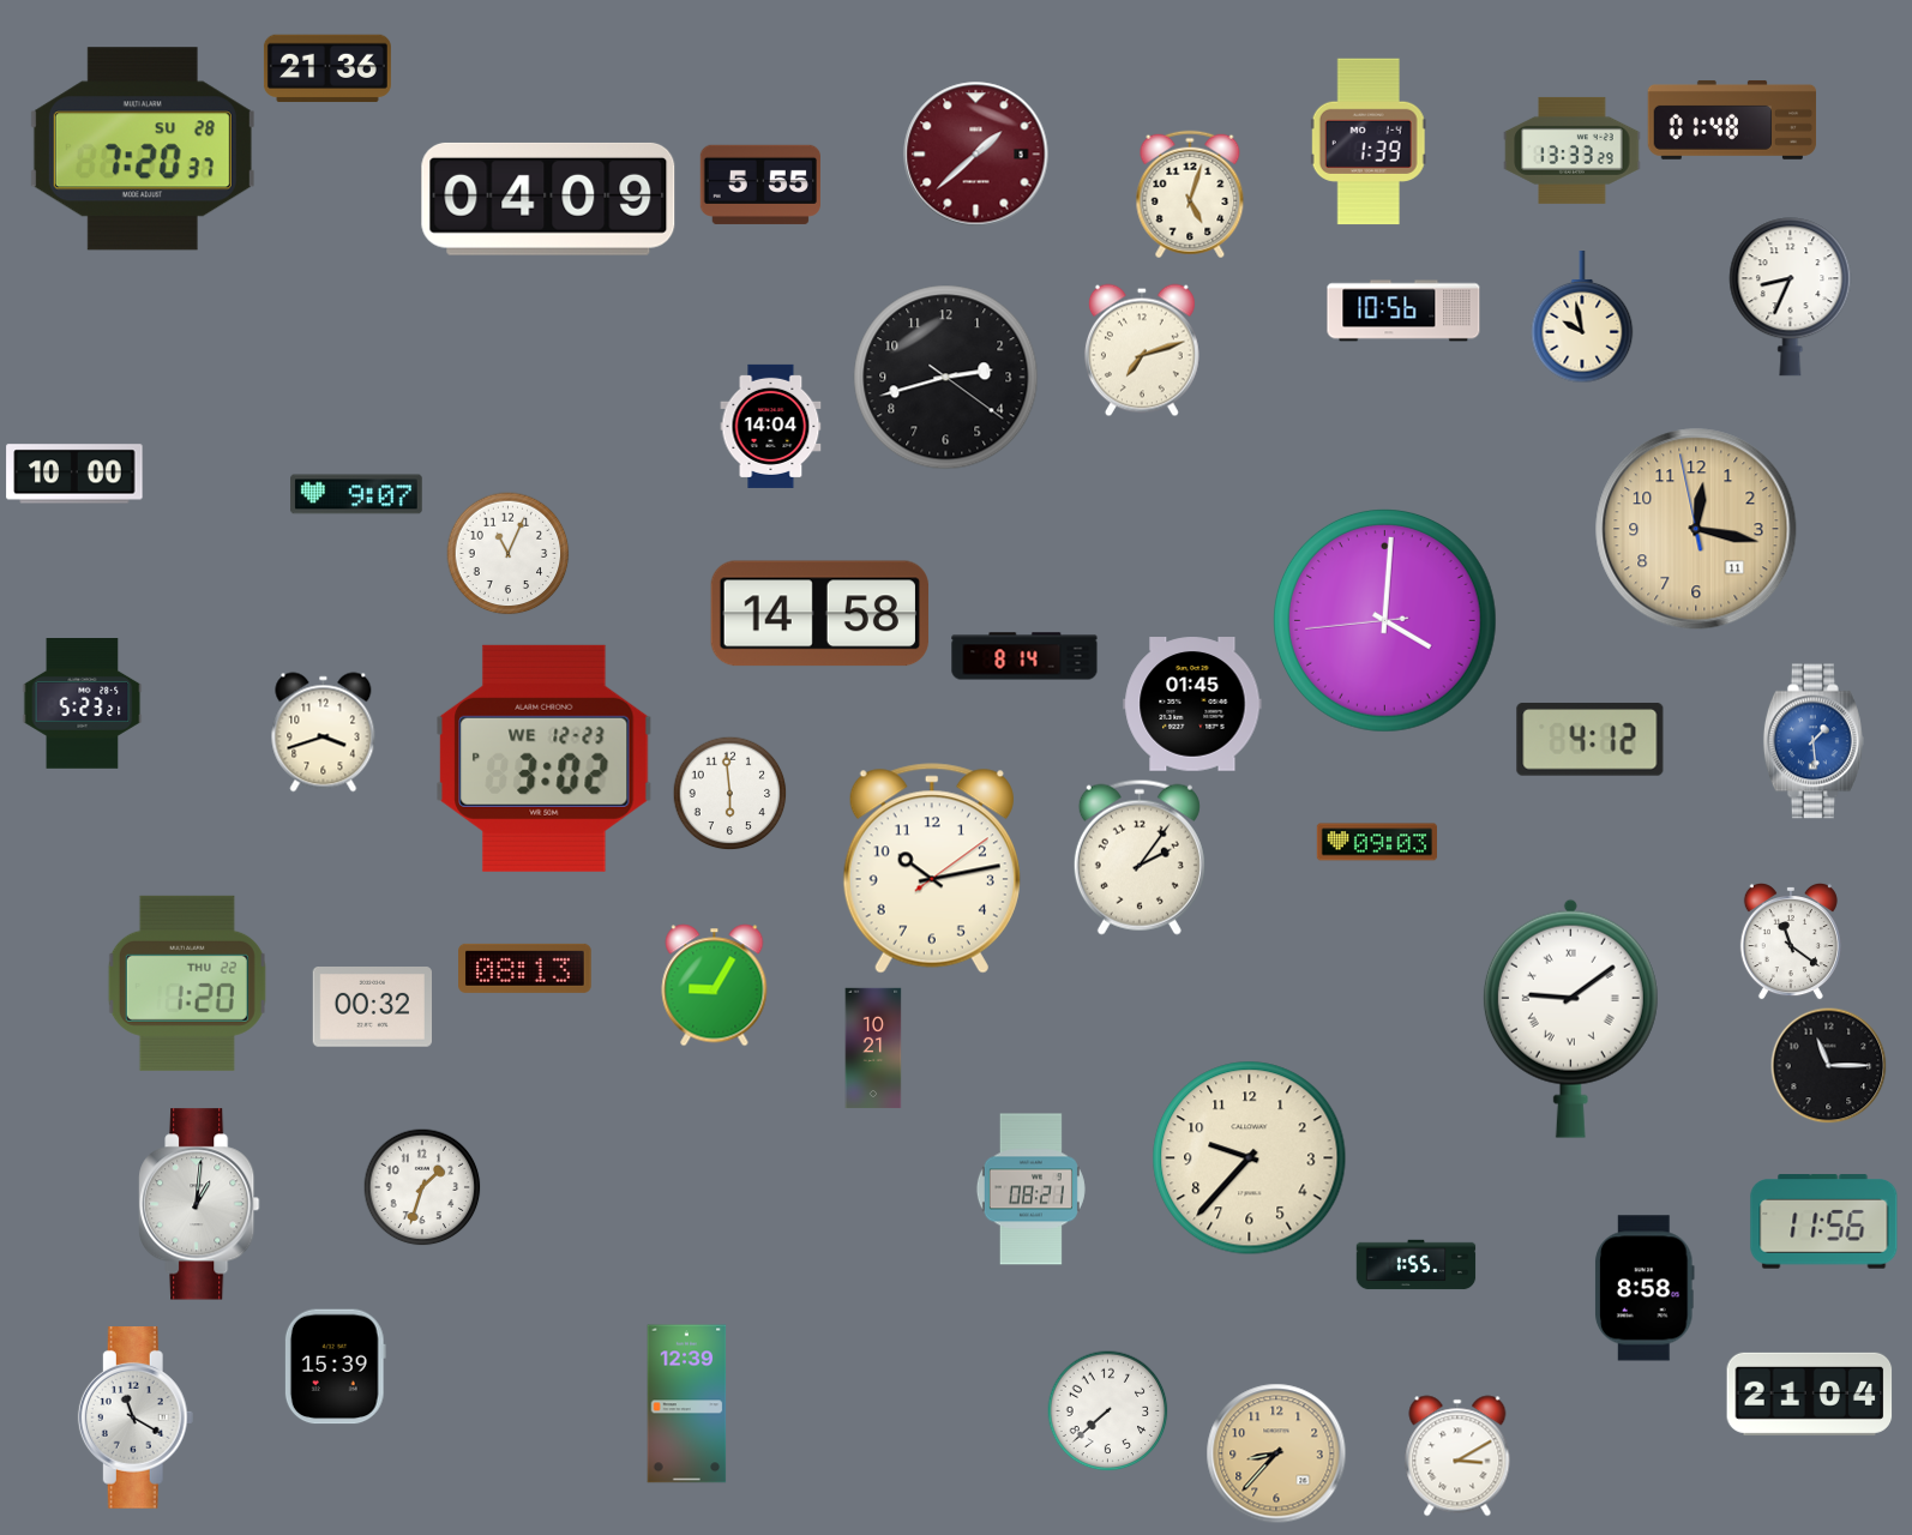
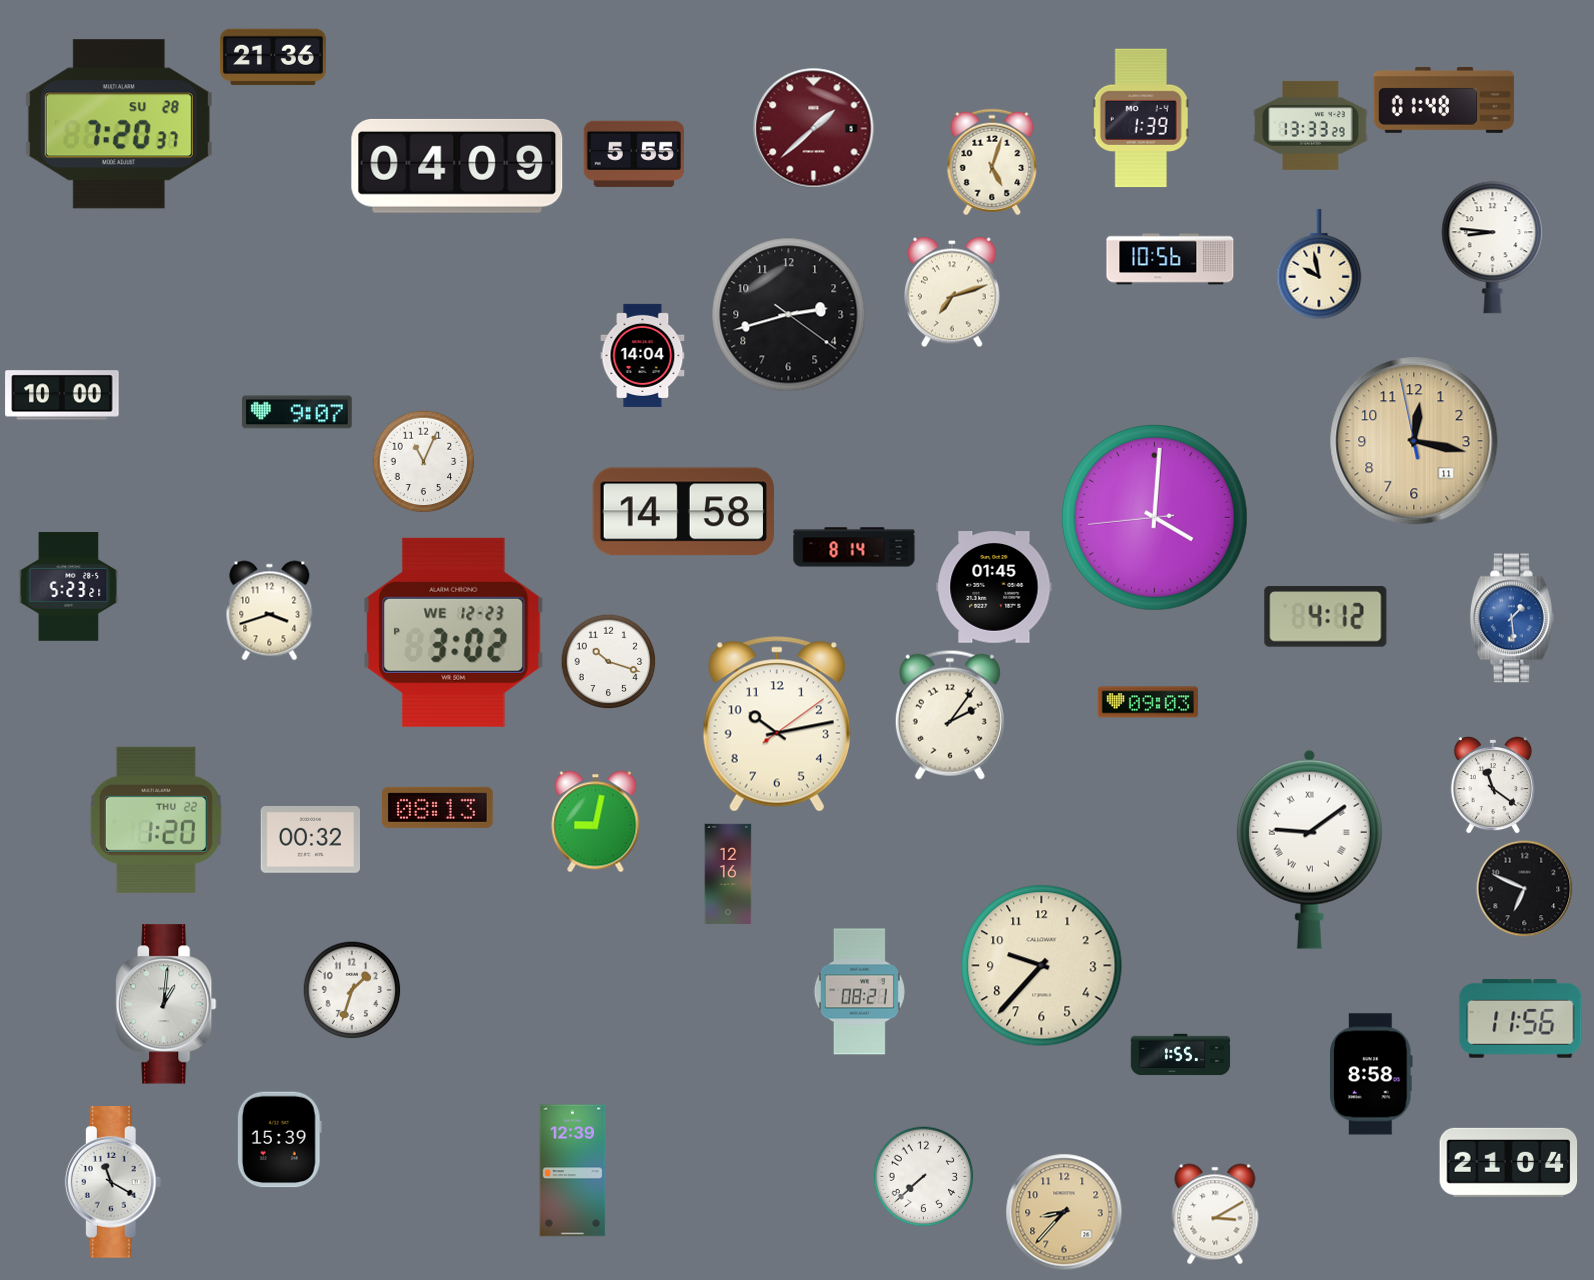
clock at (1791, 297): 8:34 -> 8:46
clock at (729, 793): 5:59 -> 10:18
clock at (715, 986): 9:05 -> 9:02
clock at (873, 1048): 10:21 -> 12:16
clock at (1829, 1066): 11:15 -> 6:49
